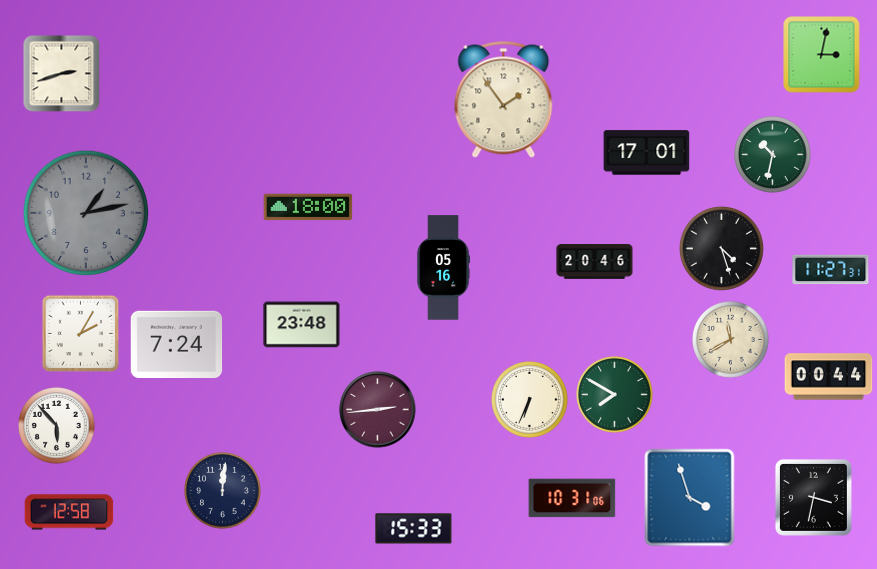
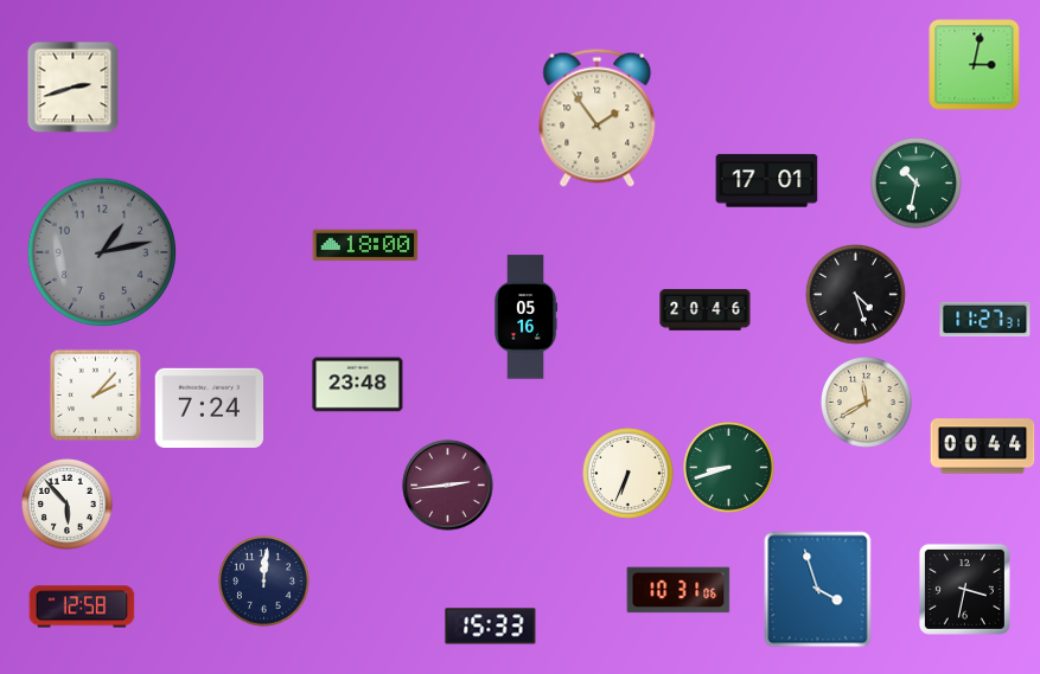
clock at (80, 333): 2:05 -> 2:07
clock at (615, 395): 7:50 -> 8:42
